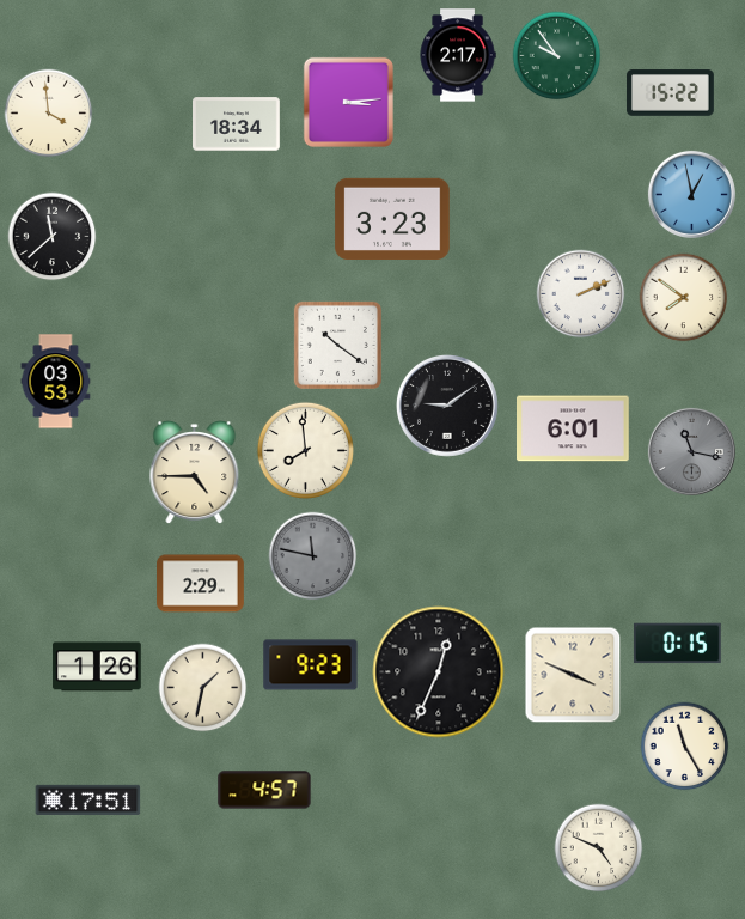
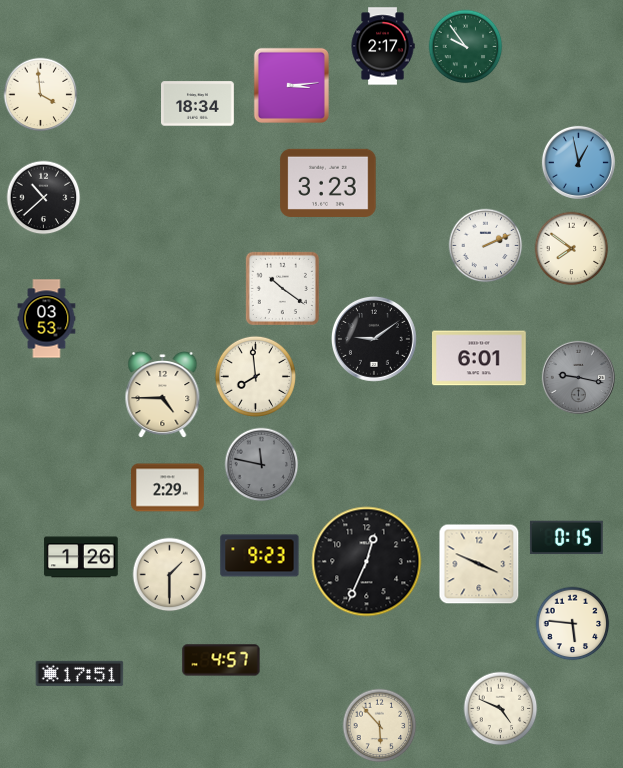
clock at (671, 93): 15:22 -> none
clock at (53, 237): 11:38 -> 10:38
clock at (691, 451): 11:17 -> 9:17
clock at (203, 688): 1:32 -> 1:30
clock at (685, 747): 11:25 -> 5:46
clock at (88, 799) position: (88, 799) -> (80, 673)
clock at (380, 726): none -> 5:53
